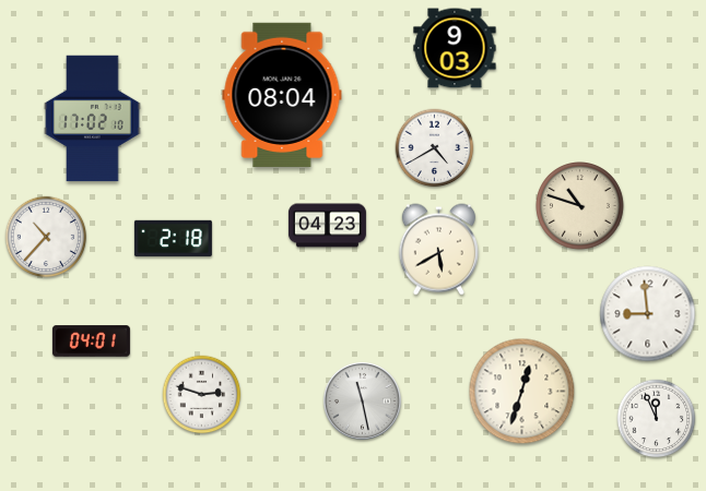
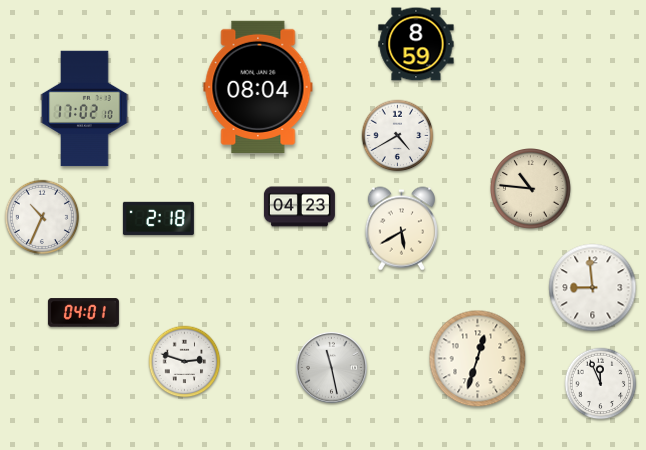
clock at (455, 48): 9:03 -> 8:59
clock at (580, 206): 10:48 -> 10:46
clock at (46, 237): 10:37 -> 10:34
